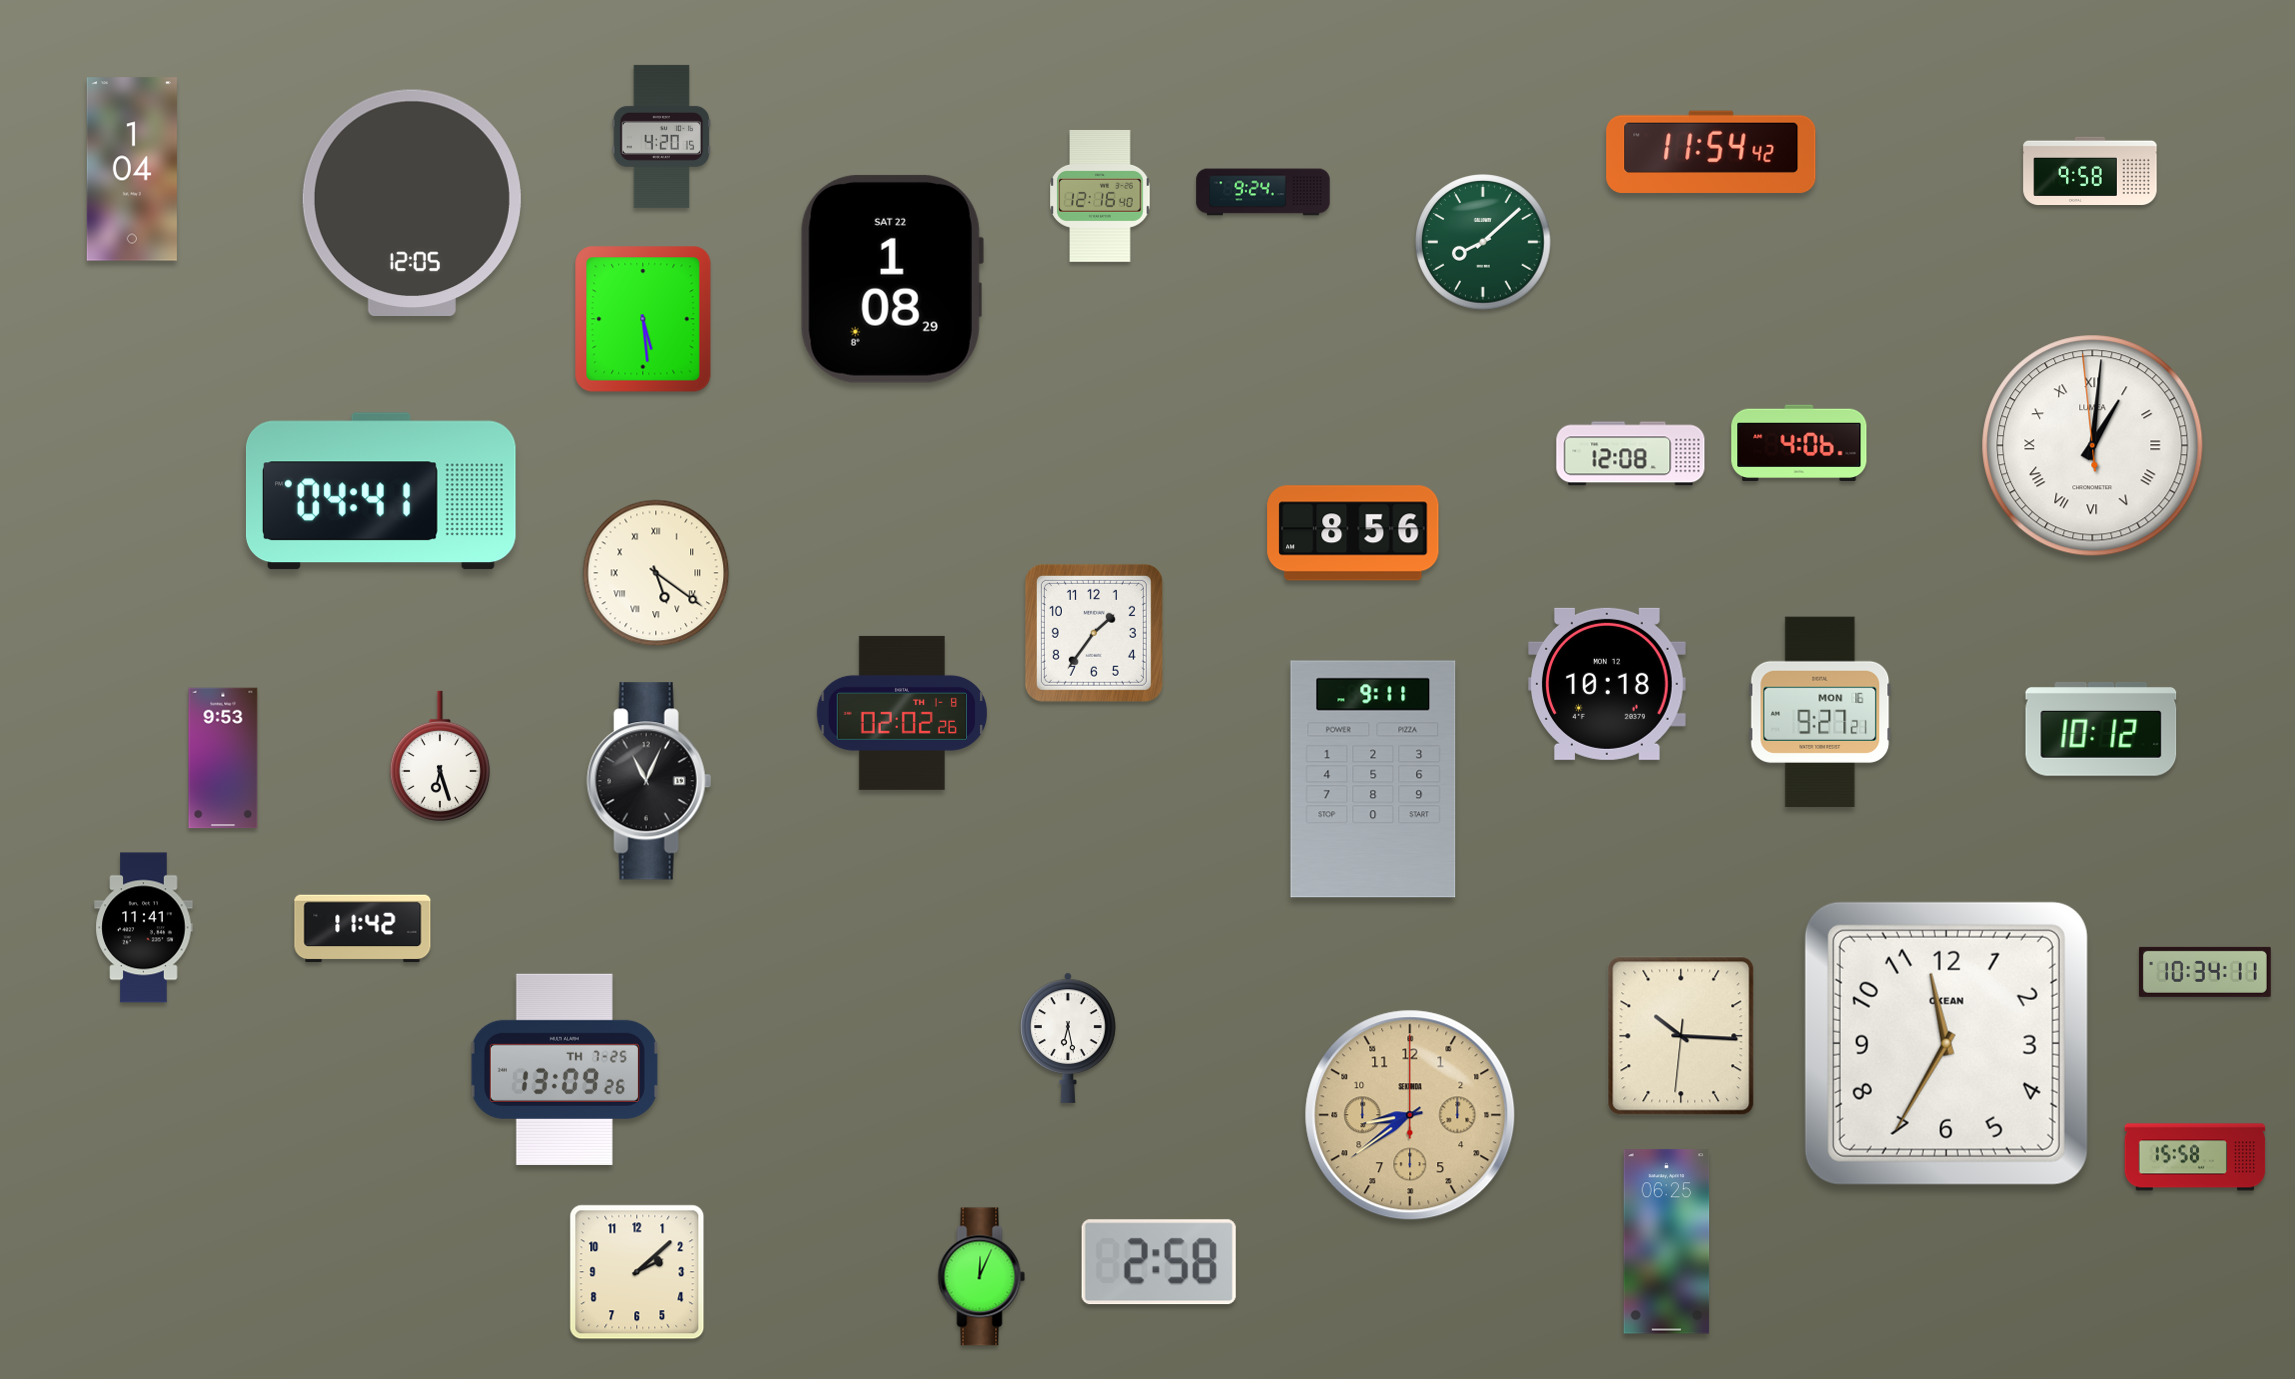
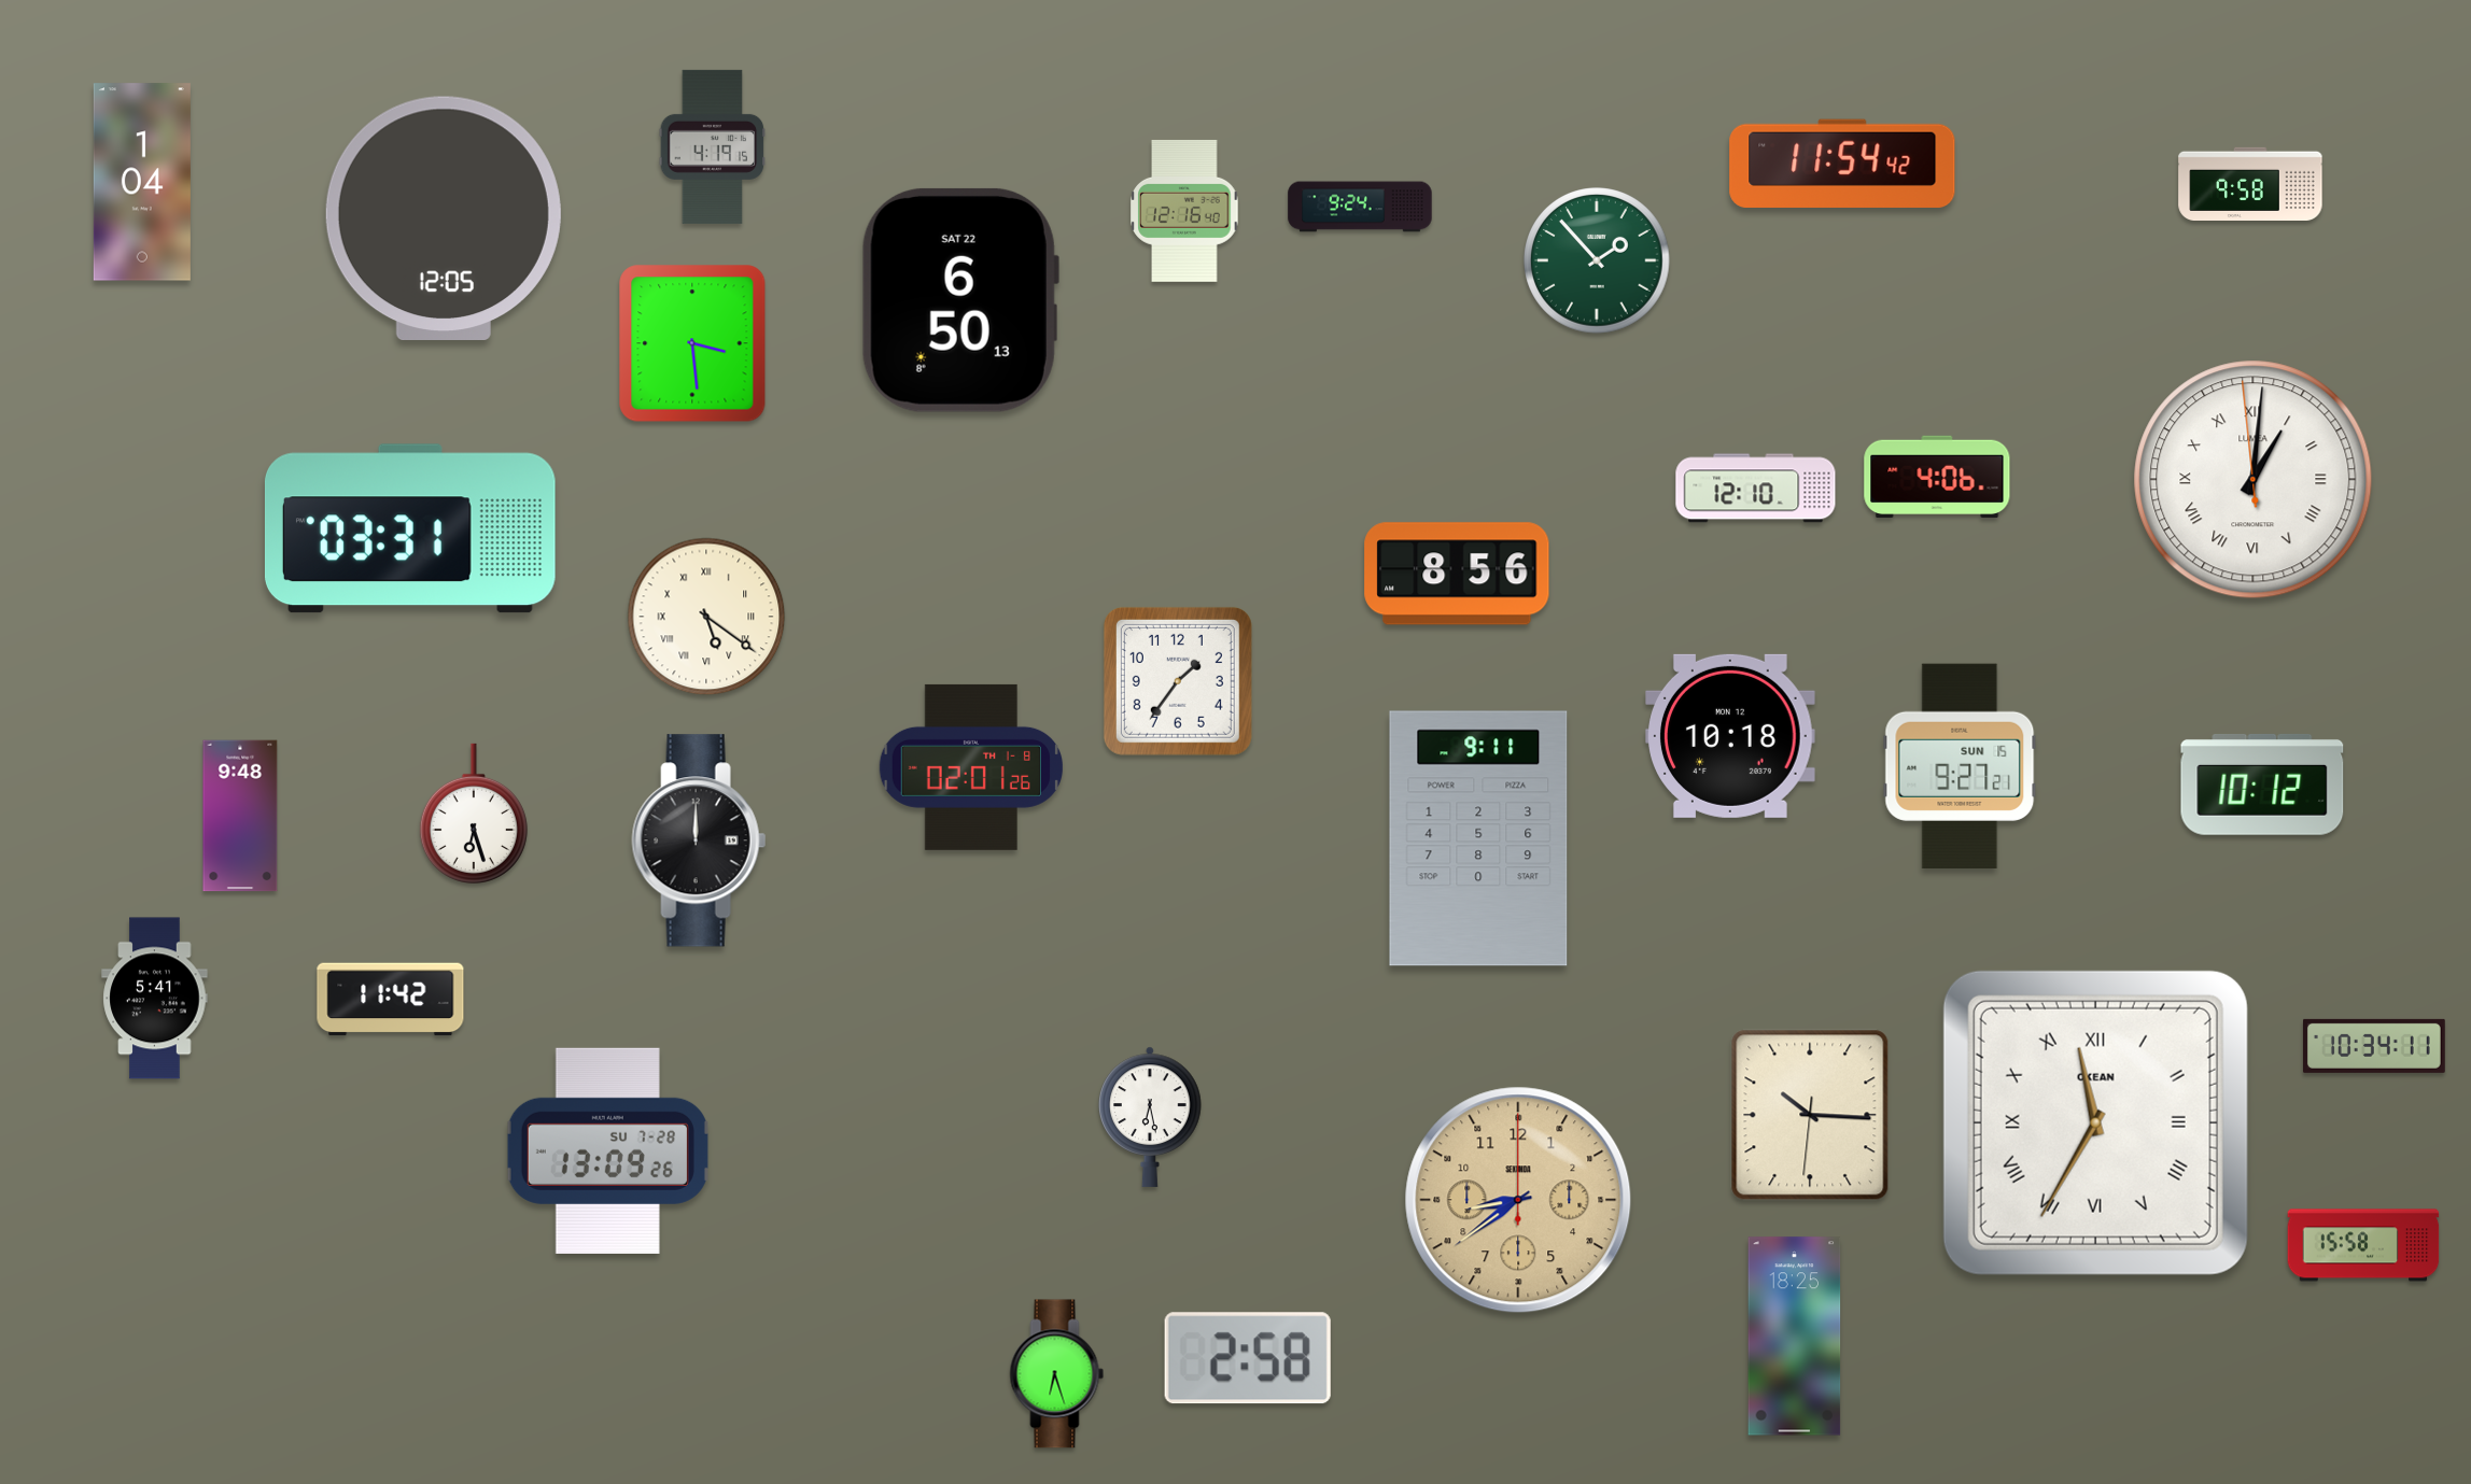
clock at (662, 136): 4:20 -> 4:19
clock at (1483, 242): 8:08 -> 1:53
clock at (892, 279): 1:08 -> 6:50
clock at (643, 319): 5:29 -> 3:29
clock at (1631, 454): 12:08 -> 12:10
clock at (381, 491): 04:41 -> 03:31
clock at (1820, 711) date: MON 16 -> SUN 15
clock at (901, 713): 02:02 -> 02:01
clock at (223, 758): 9:53 -> 9:48
clock at (649, 781): 11:04 -> 12:00
clock at (144, 928): 11:41 -> 5:41
clock at (1946, 1043) numerals: Arabic -> Roman
clock at (564, 1069) date: TH 7-25 -> SU 7-28
clock at (1667, 1242): 06:25 -> 18:25
clock at (637, 1272): 2:08 -> none
clock at (982, 1277): 12:04 -> 6:27
